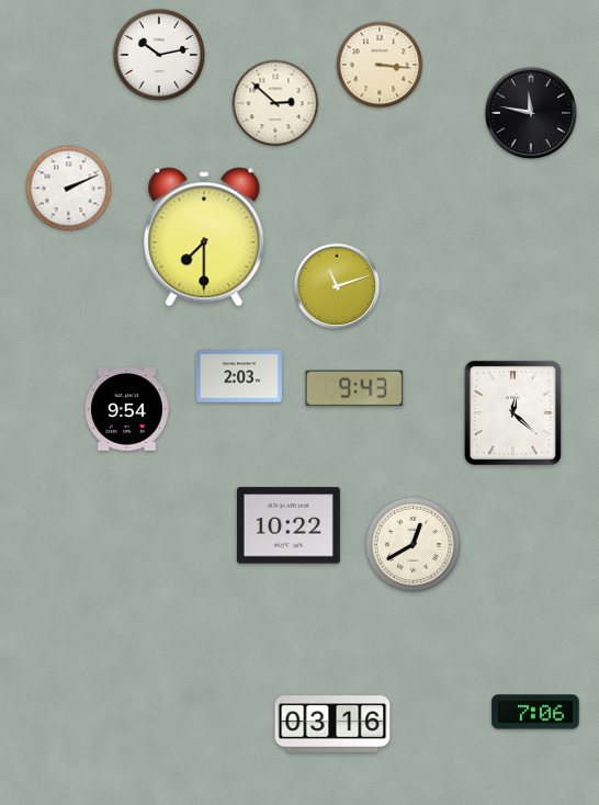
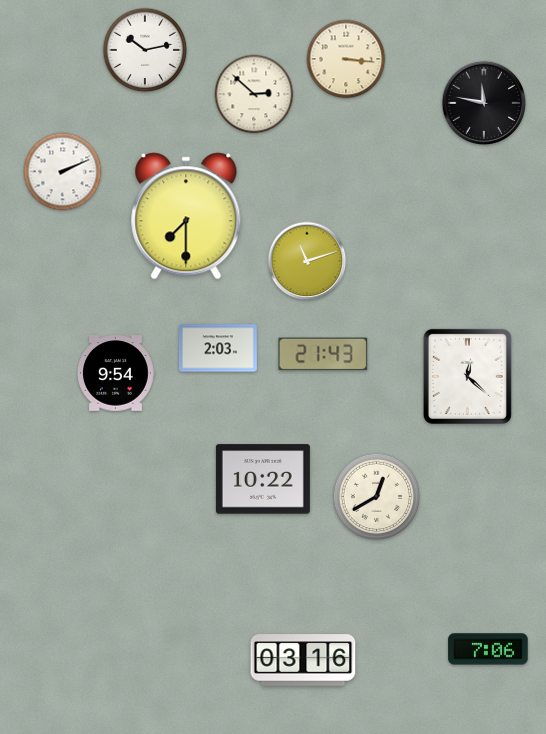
clock at (275, 103) position: (275, 103) -> (254, 94)
clock at (239, 376) position: (239, 376) -> (218, 348)
clock at (354, 388): 9:43 -> 21:43
